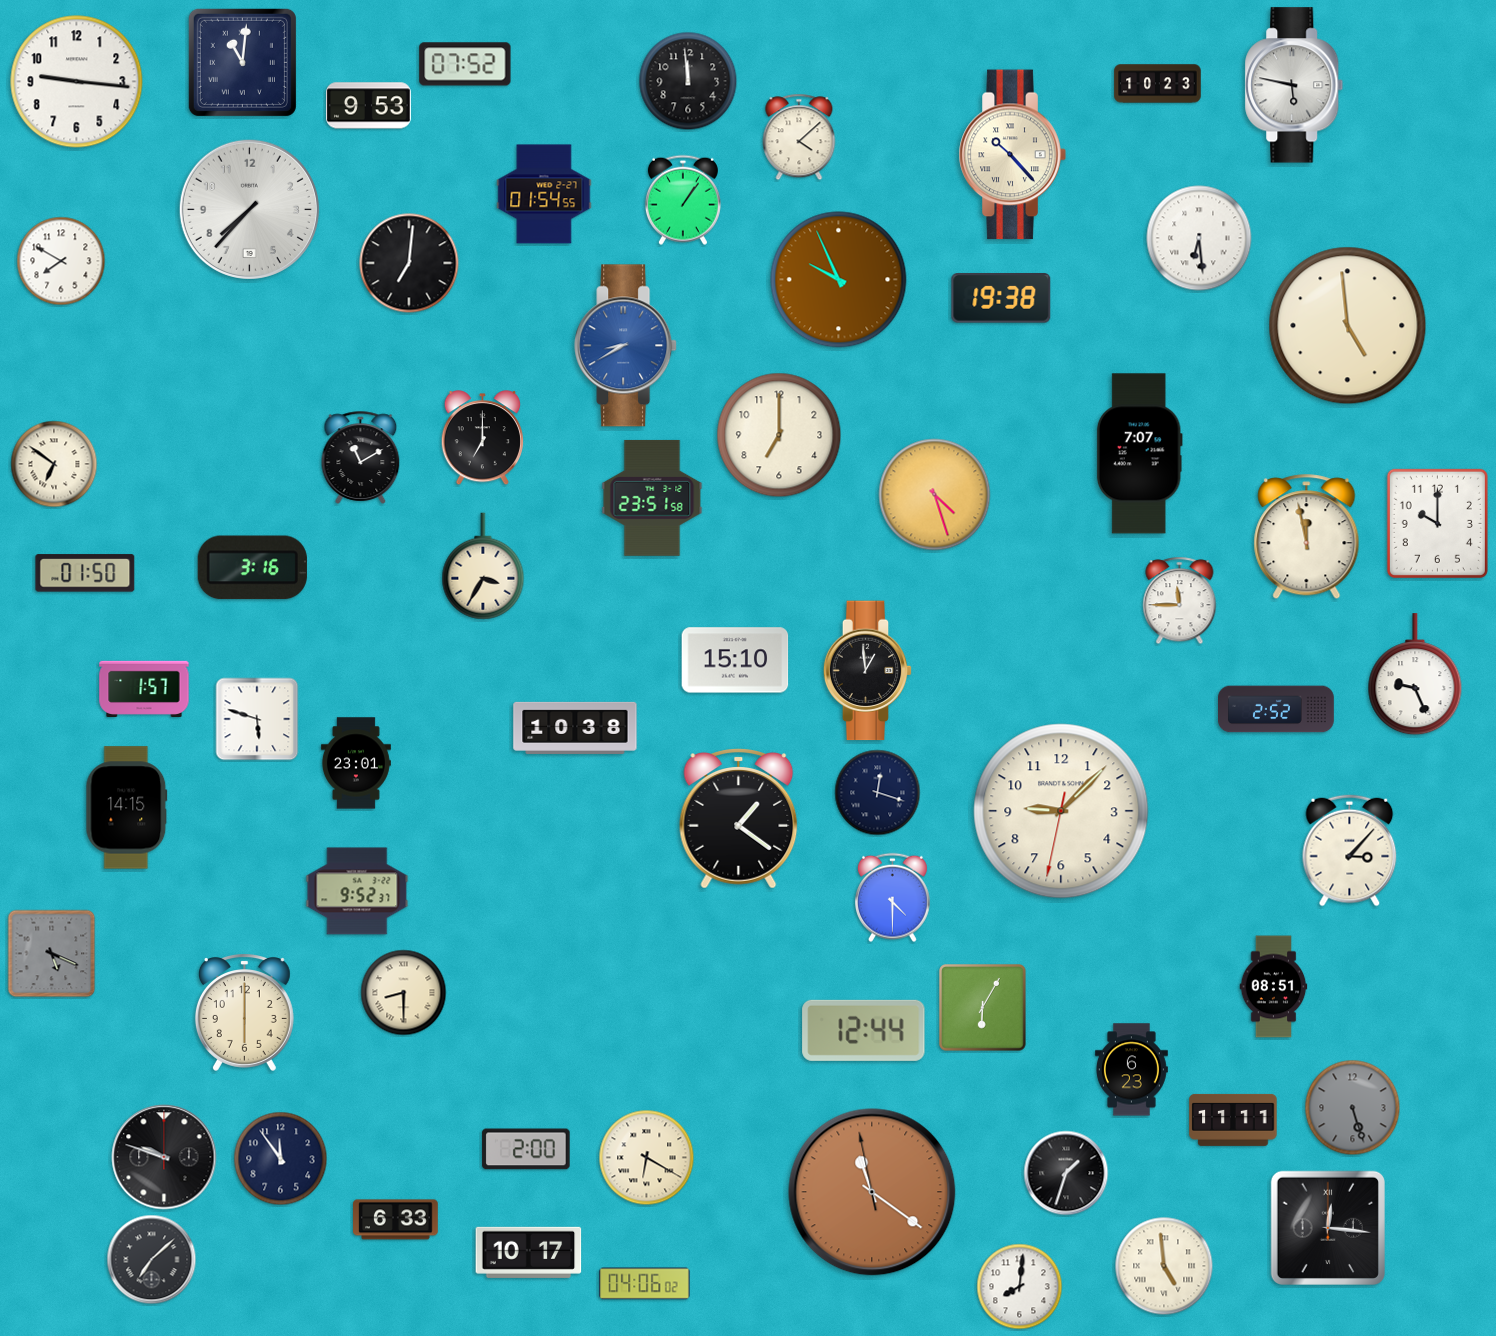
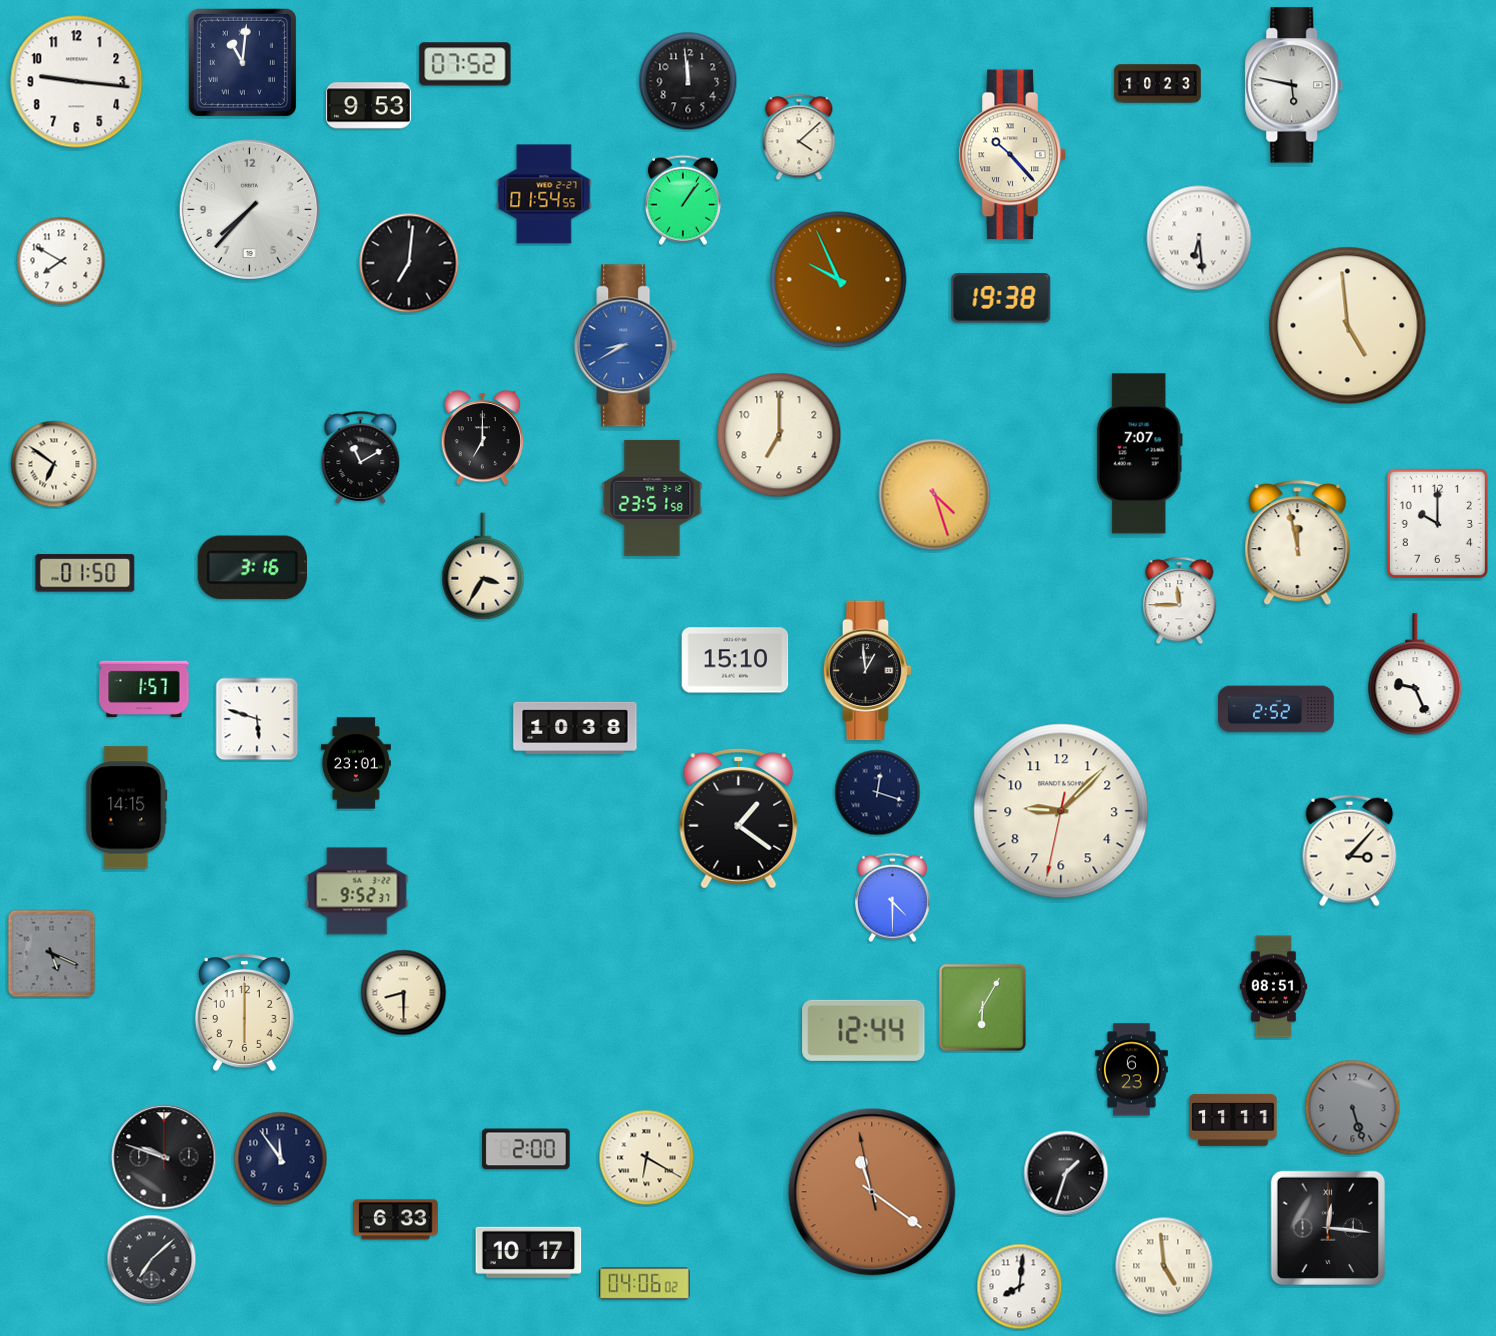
clock at (1307, 537) position: (1307, 537) -> (1298, 543)
